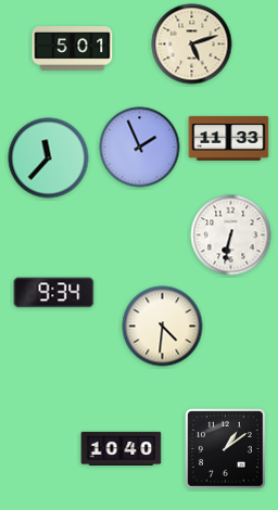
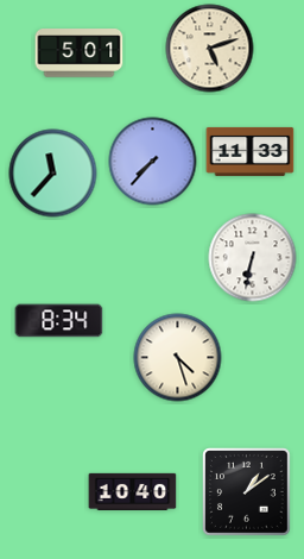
clock at (140, 148): 1:56 -> 7:37
clock at (54, 293): 9:34 -> 8:34
clock at (163, 327): 4:31 -> 4:27
